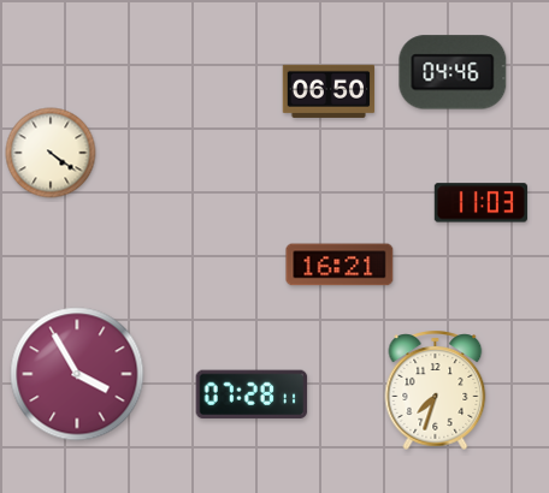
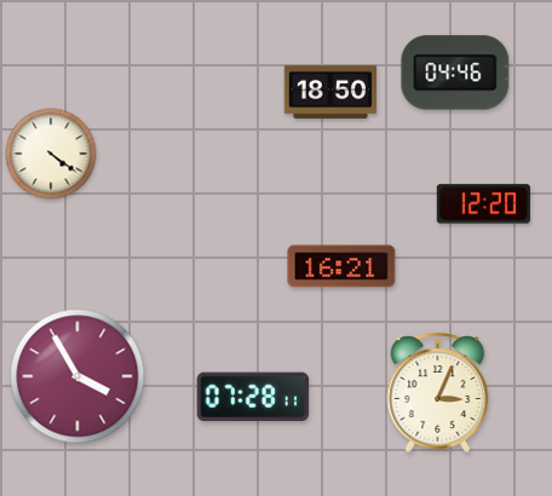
clock at (329, 91): 06:50 -> 18:50
clock at (480, 203): 11:03 -> 12:20
clock at (436, 390): 7:33 -> 3:04
